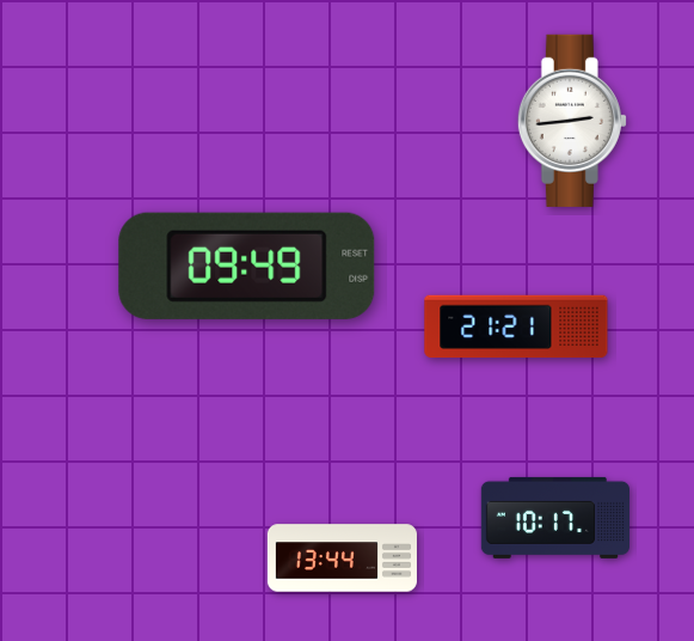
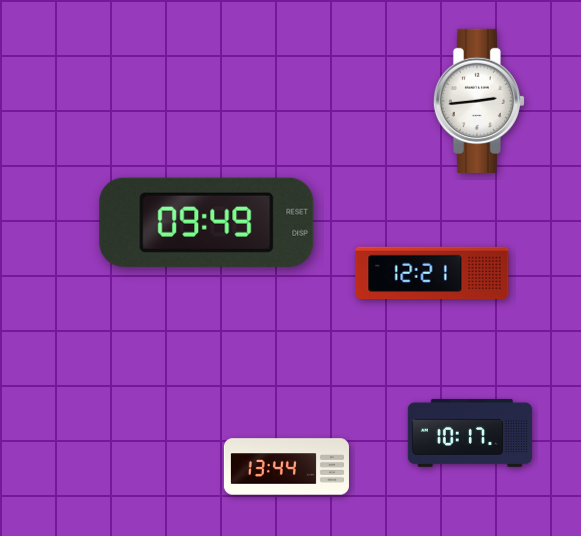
clock at (516, 326): 21:21 -> 12:21
clock at (554, 518) position: (554, 518) -> (469, 433)
